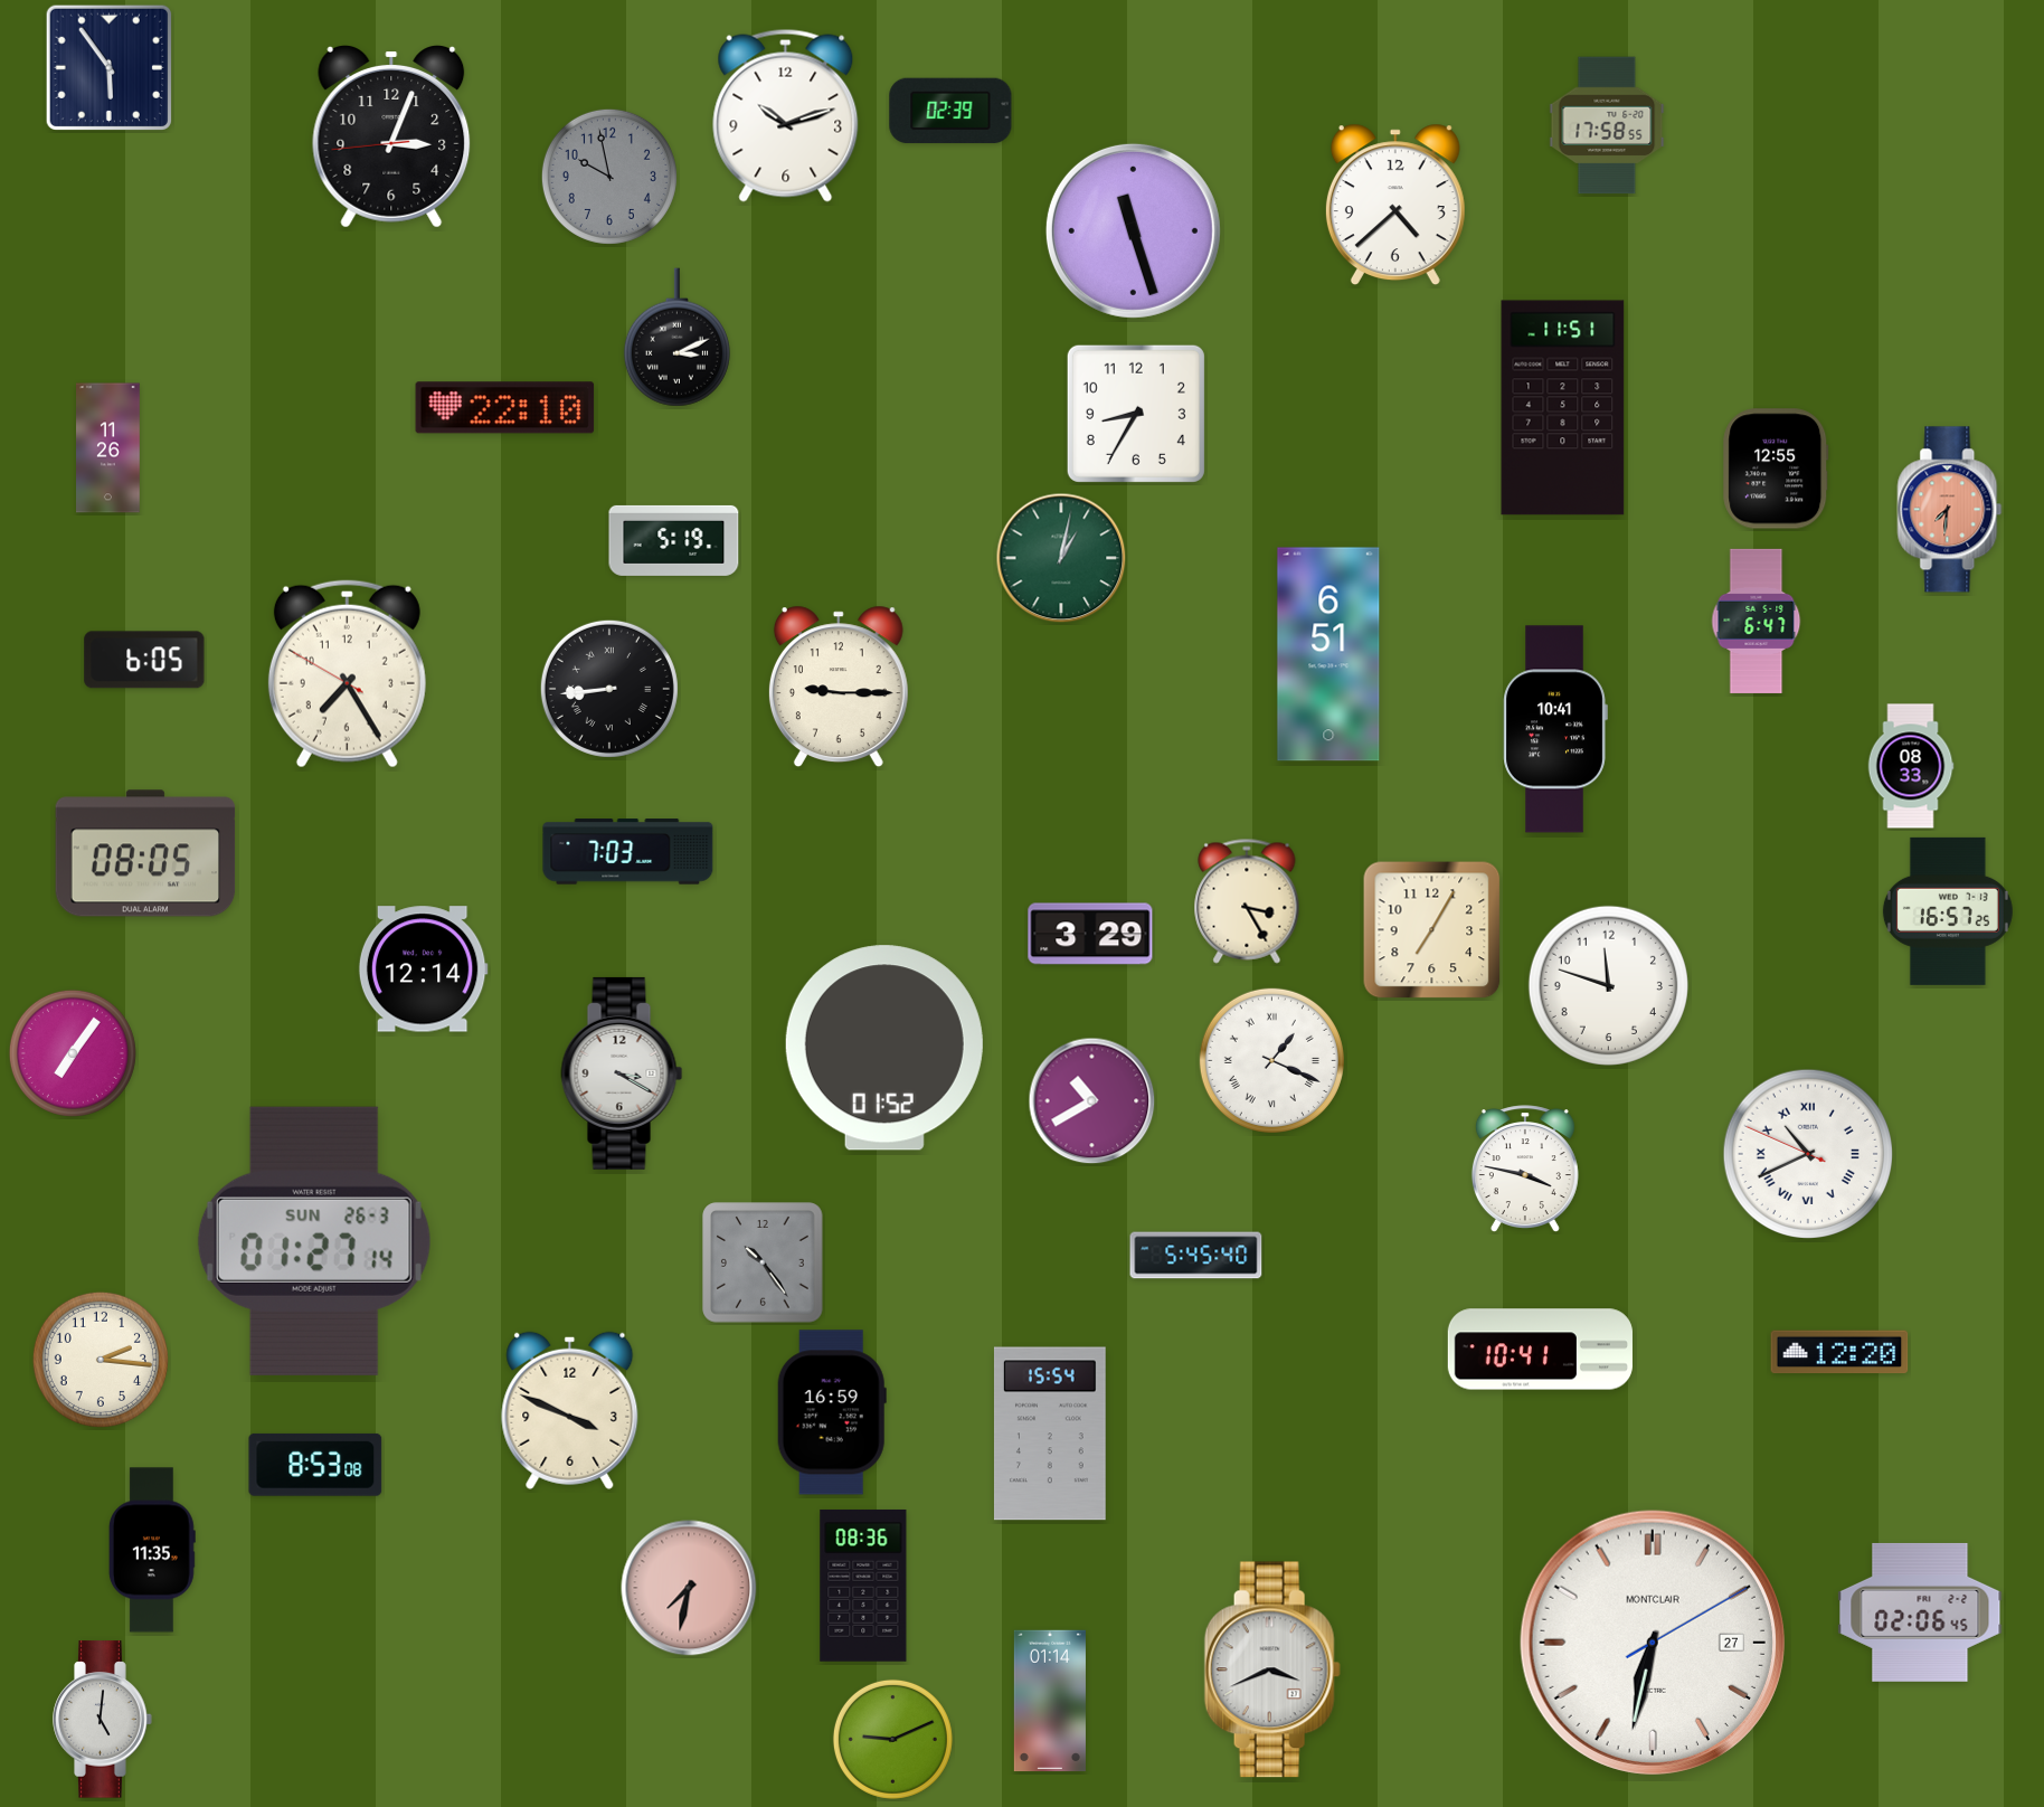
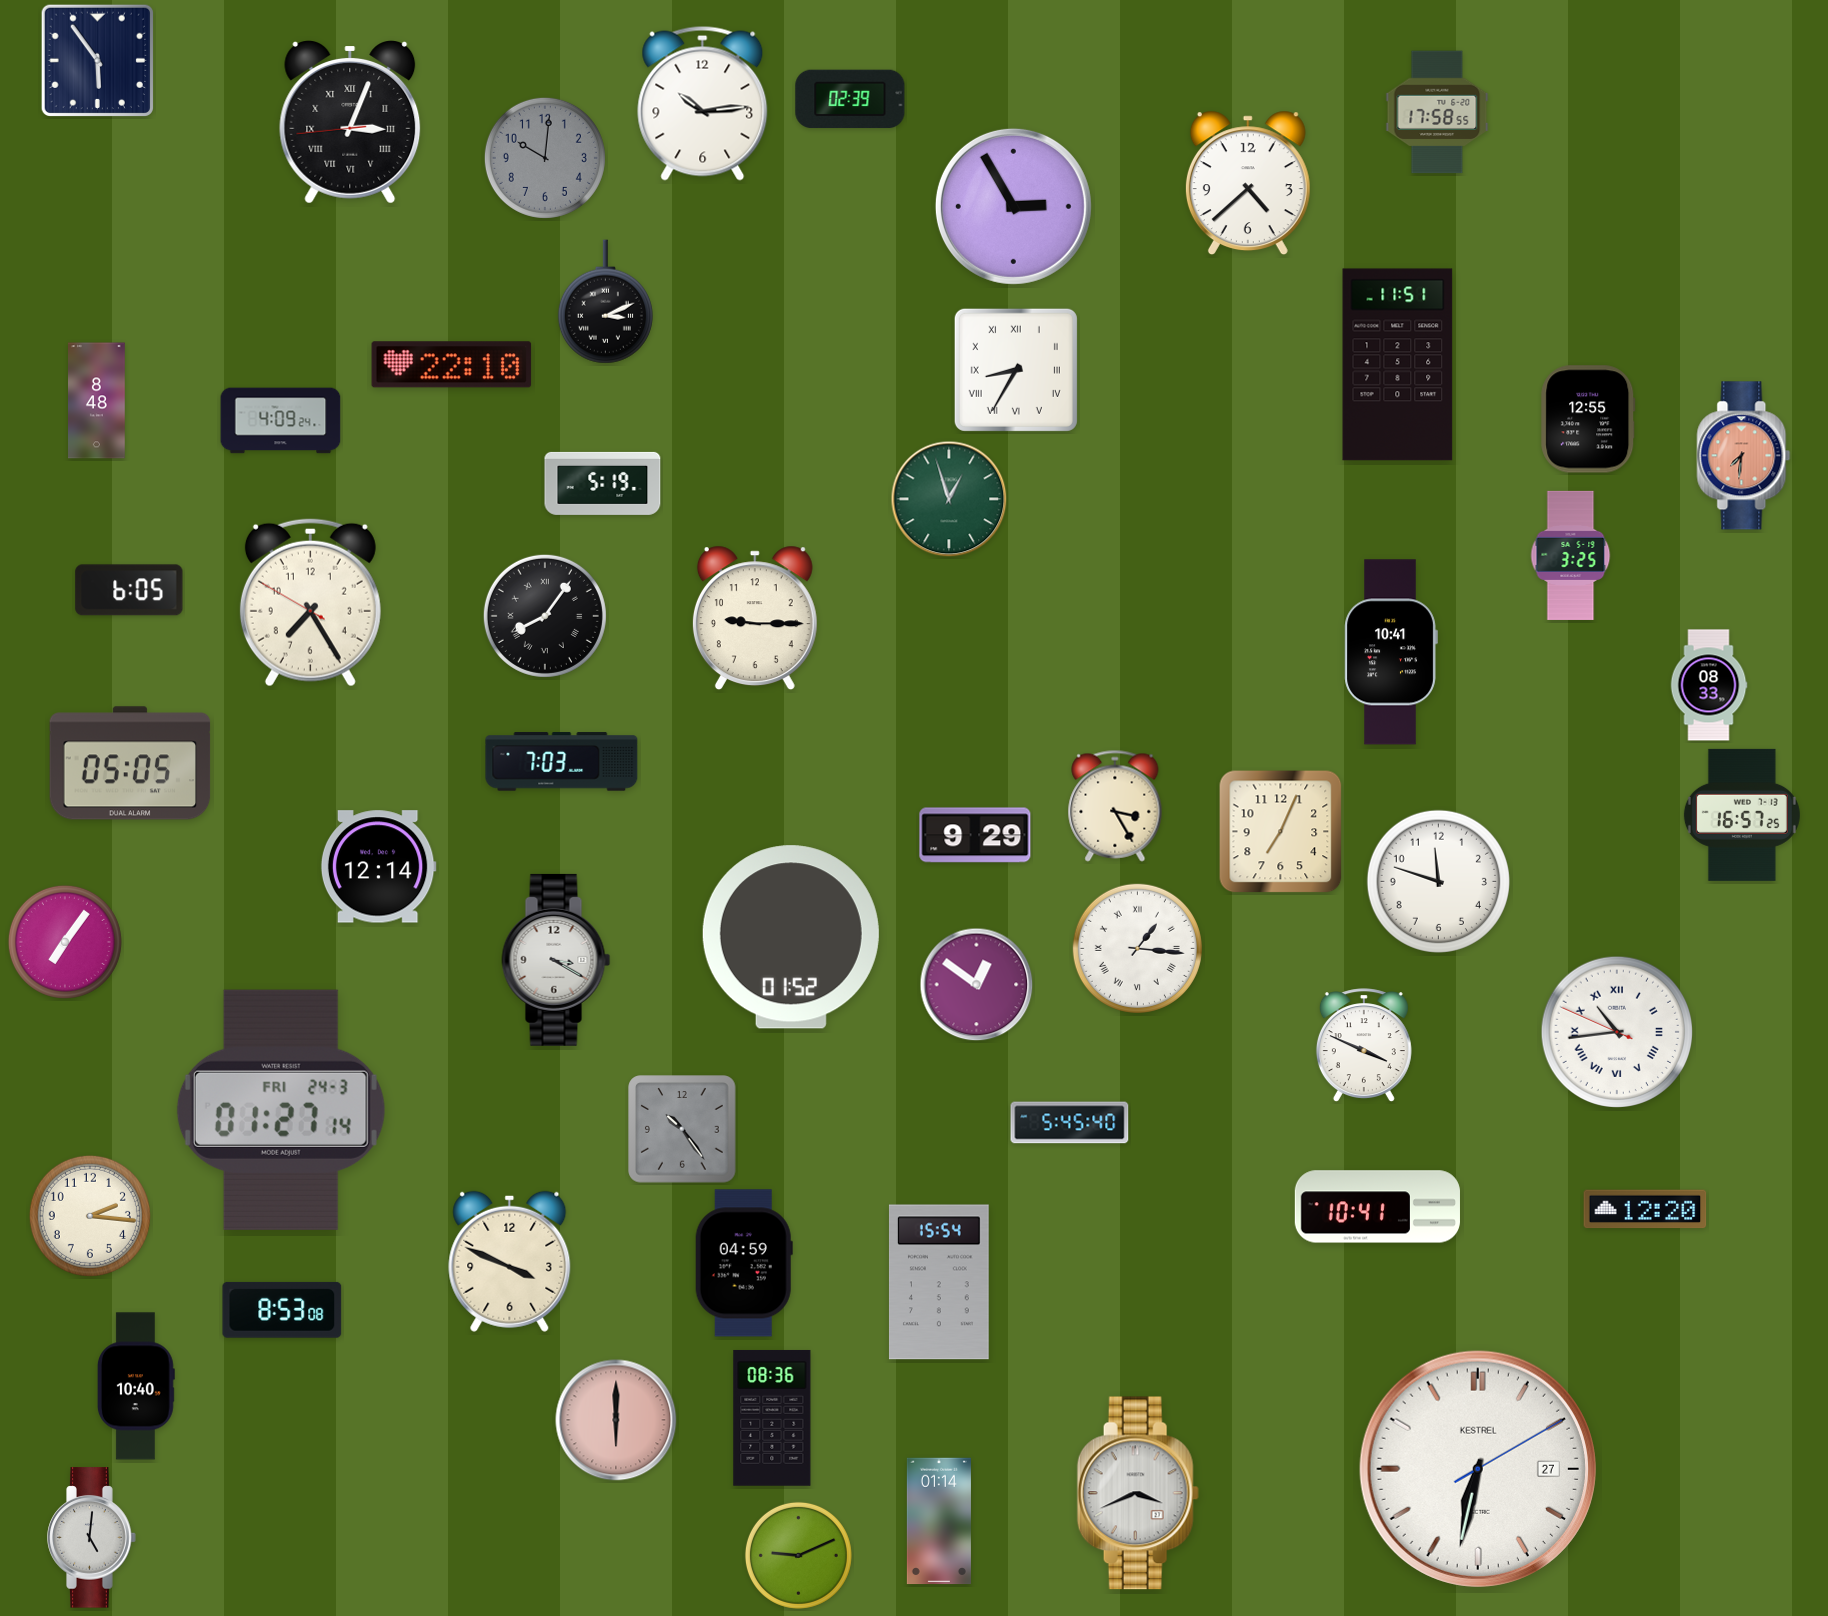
clock at (786, 115): 10:12 -> 10:14
clock at (391, 138) numerals: Arabic -> Roman
clock at (609, 177): 9:58 -> 10:01
clock at (1133, 230): 11:27 -> 2:55
clock at (1136, 414) numerals: Arabic -> Roman
clock at (108, 448): 11:26 -> 8:48
clock at (281, 421): none -> 4:09
clock at (1061, 558): 1:02 -> 12:57
clock at (1757, 621): 6:47 -> 3:25
clock at (1328, 654): 6:51 -> none
clock at (839, 687) position: (839, 687) -> (755, 618)
clock at (609, 689): 8:44 -> 8:06
clock at (145, 853): 08:05 -> 05:05
clock at (1432, 930): 7:05 -> 7:04
clock at (1090, 934): 3:29 -> 9:29
clock at (1271, 1060): 1:19 -> 1:16
clock at (1092, 1101): 10:40 -> 12:51
clock at (1807, 1153): 10:40 -> 10:43
clock at (1525, 1169): 3:47 -> 3:49
clock at (314, 1241) date: SUN 26-3 -> FRI 24-3
clock at (832, 1412): 16:59 -> 04:59
clock at (152, 1550): 11:35 -> 10:40
clock at (689, 1588): 7:32 -> 6:00
clock at (1920, 1612): 02:06 -> none
clock at (1653, 1643) brand: MONTCLAIR -> KESTREL
